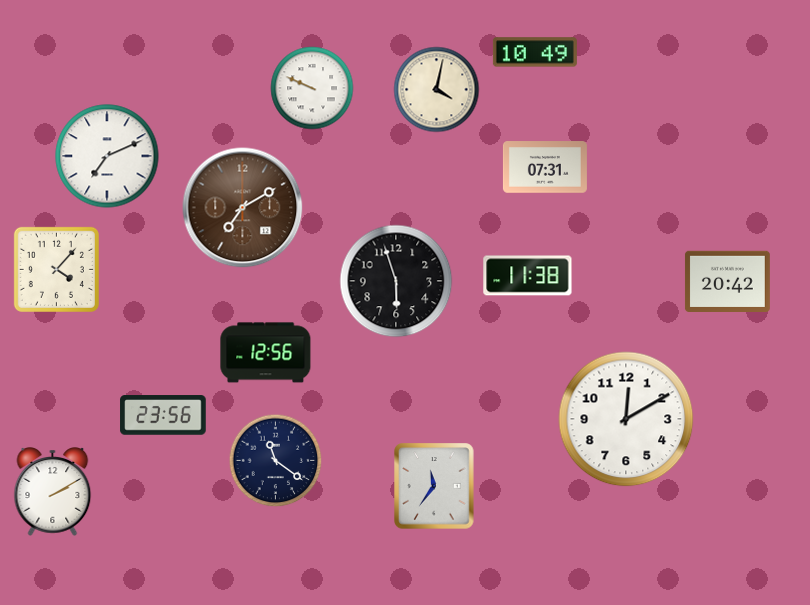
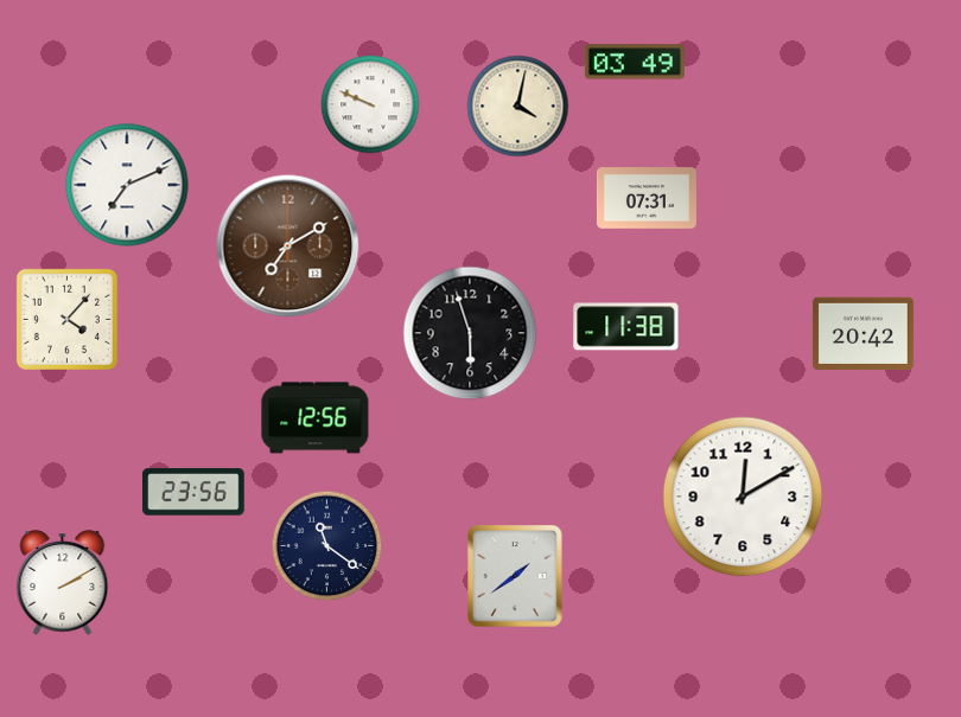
clock at (535, 52): 10:49 -> 03:49
clock at (434, 486): 11:36 -> 1:39
